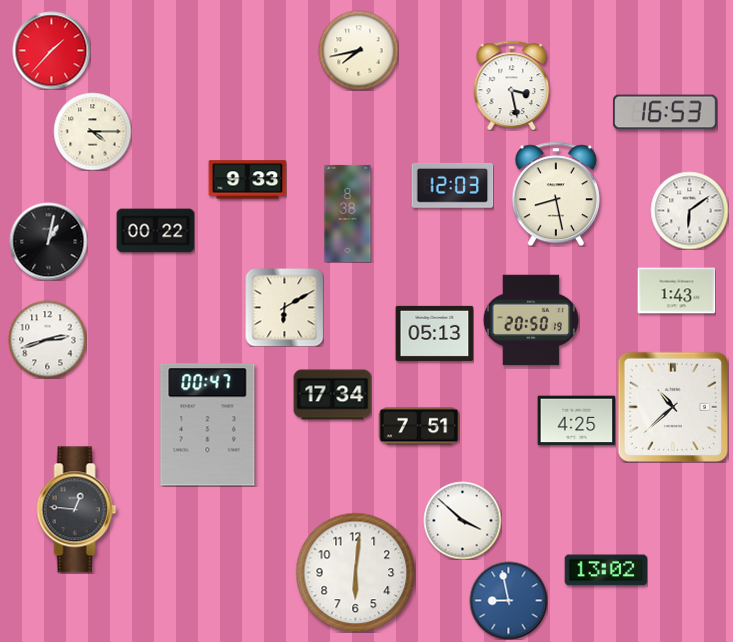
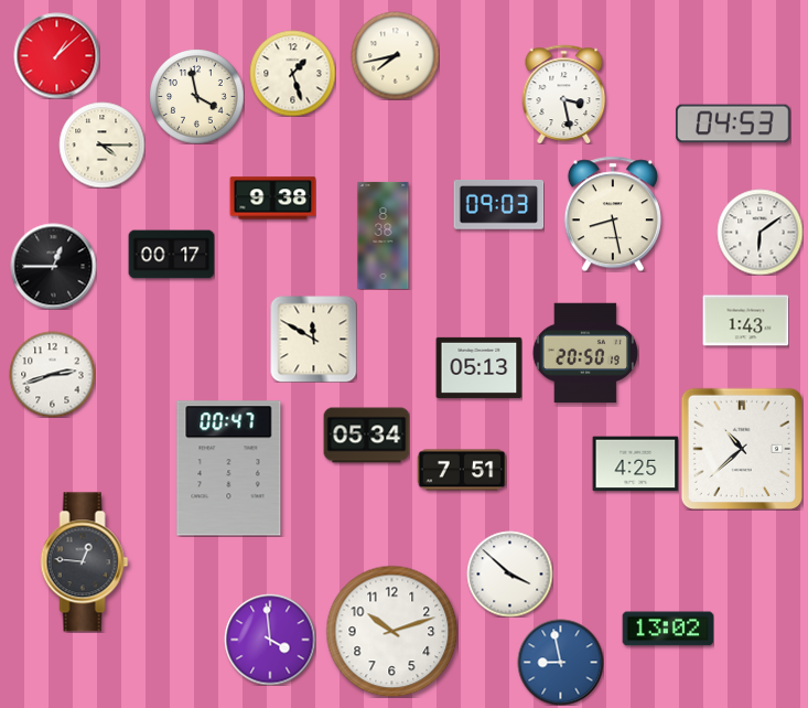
clock at (51, 50): 1:37 -> 1:08
clock at (292, 73): none -> 1:27
clock at (196, 96): none -> 3:58
clock at (666, 112): 16:53 -> 04:53
clock at (247, 180): 9:33 -> 9:38
clock at (452, 186): 12:03 -> 09:03
clock at (155, 231): 00:22 -> 00:17
clock at (48, 241): 1:02 -> 12:45
clock at (284, 307): 6:10 -> 11:50
clock at (332, 395): 17:34 -> 05:34
clock at (355, 572): 6:01 -> 10:12
clock at (270, 640): none -> 3:59
